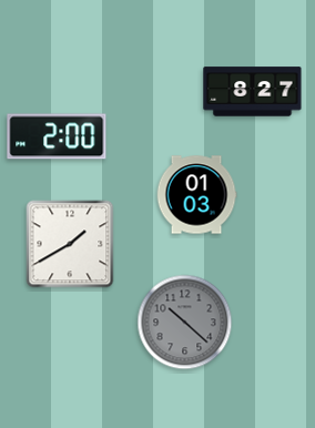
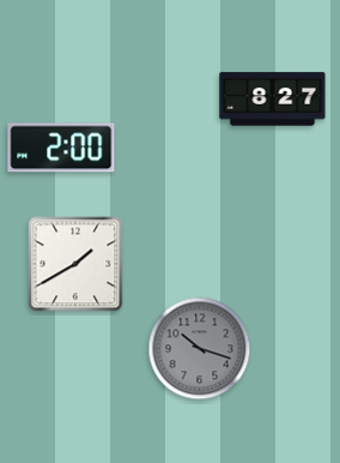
clock at (196, 195): 01:03 -> none
clock at (185, 323): 10:22 -> 10:18
